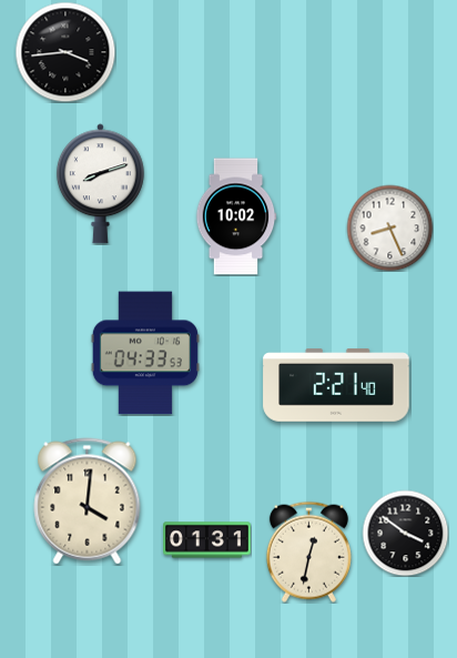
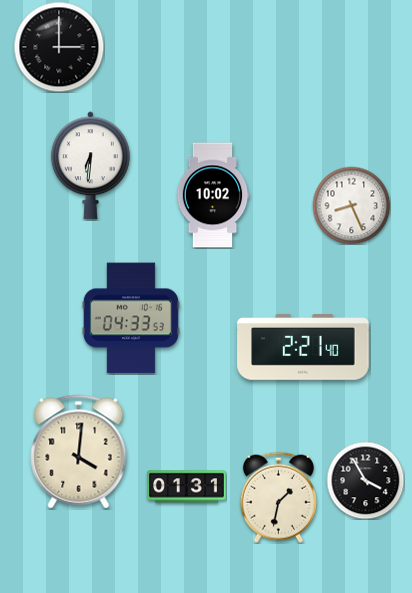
clock at (65, 52): 3:44 -> 3:00
clock at (100, 184): 8:12 -> 6:31
clock at (405, 533): 3:51 -> 3:55
clock at (308, 551): 12:32 -> 1:32
